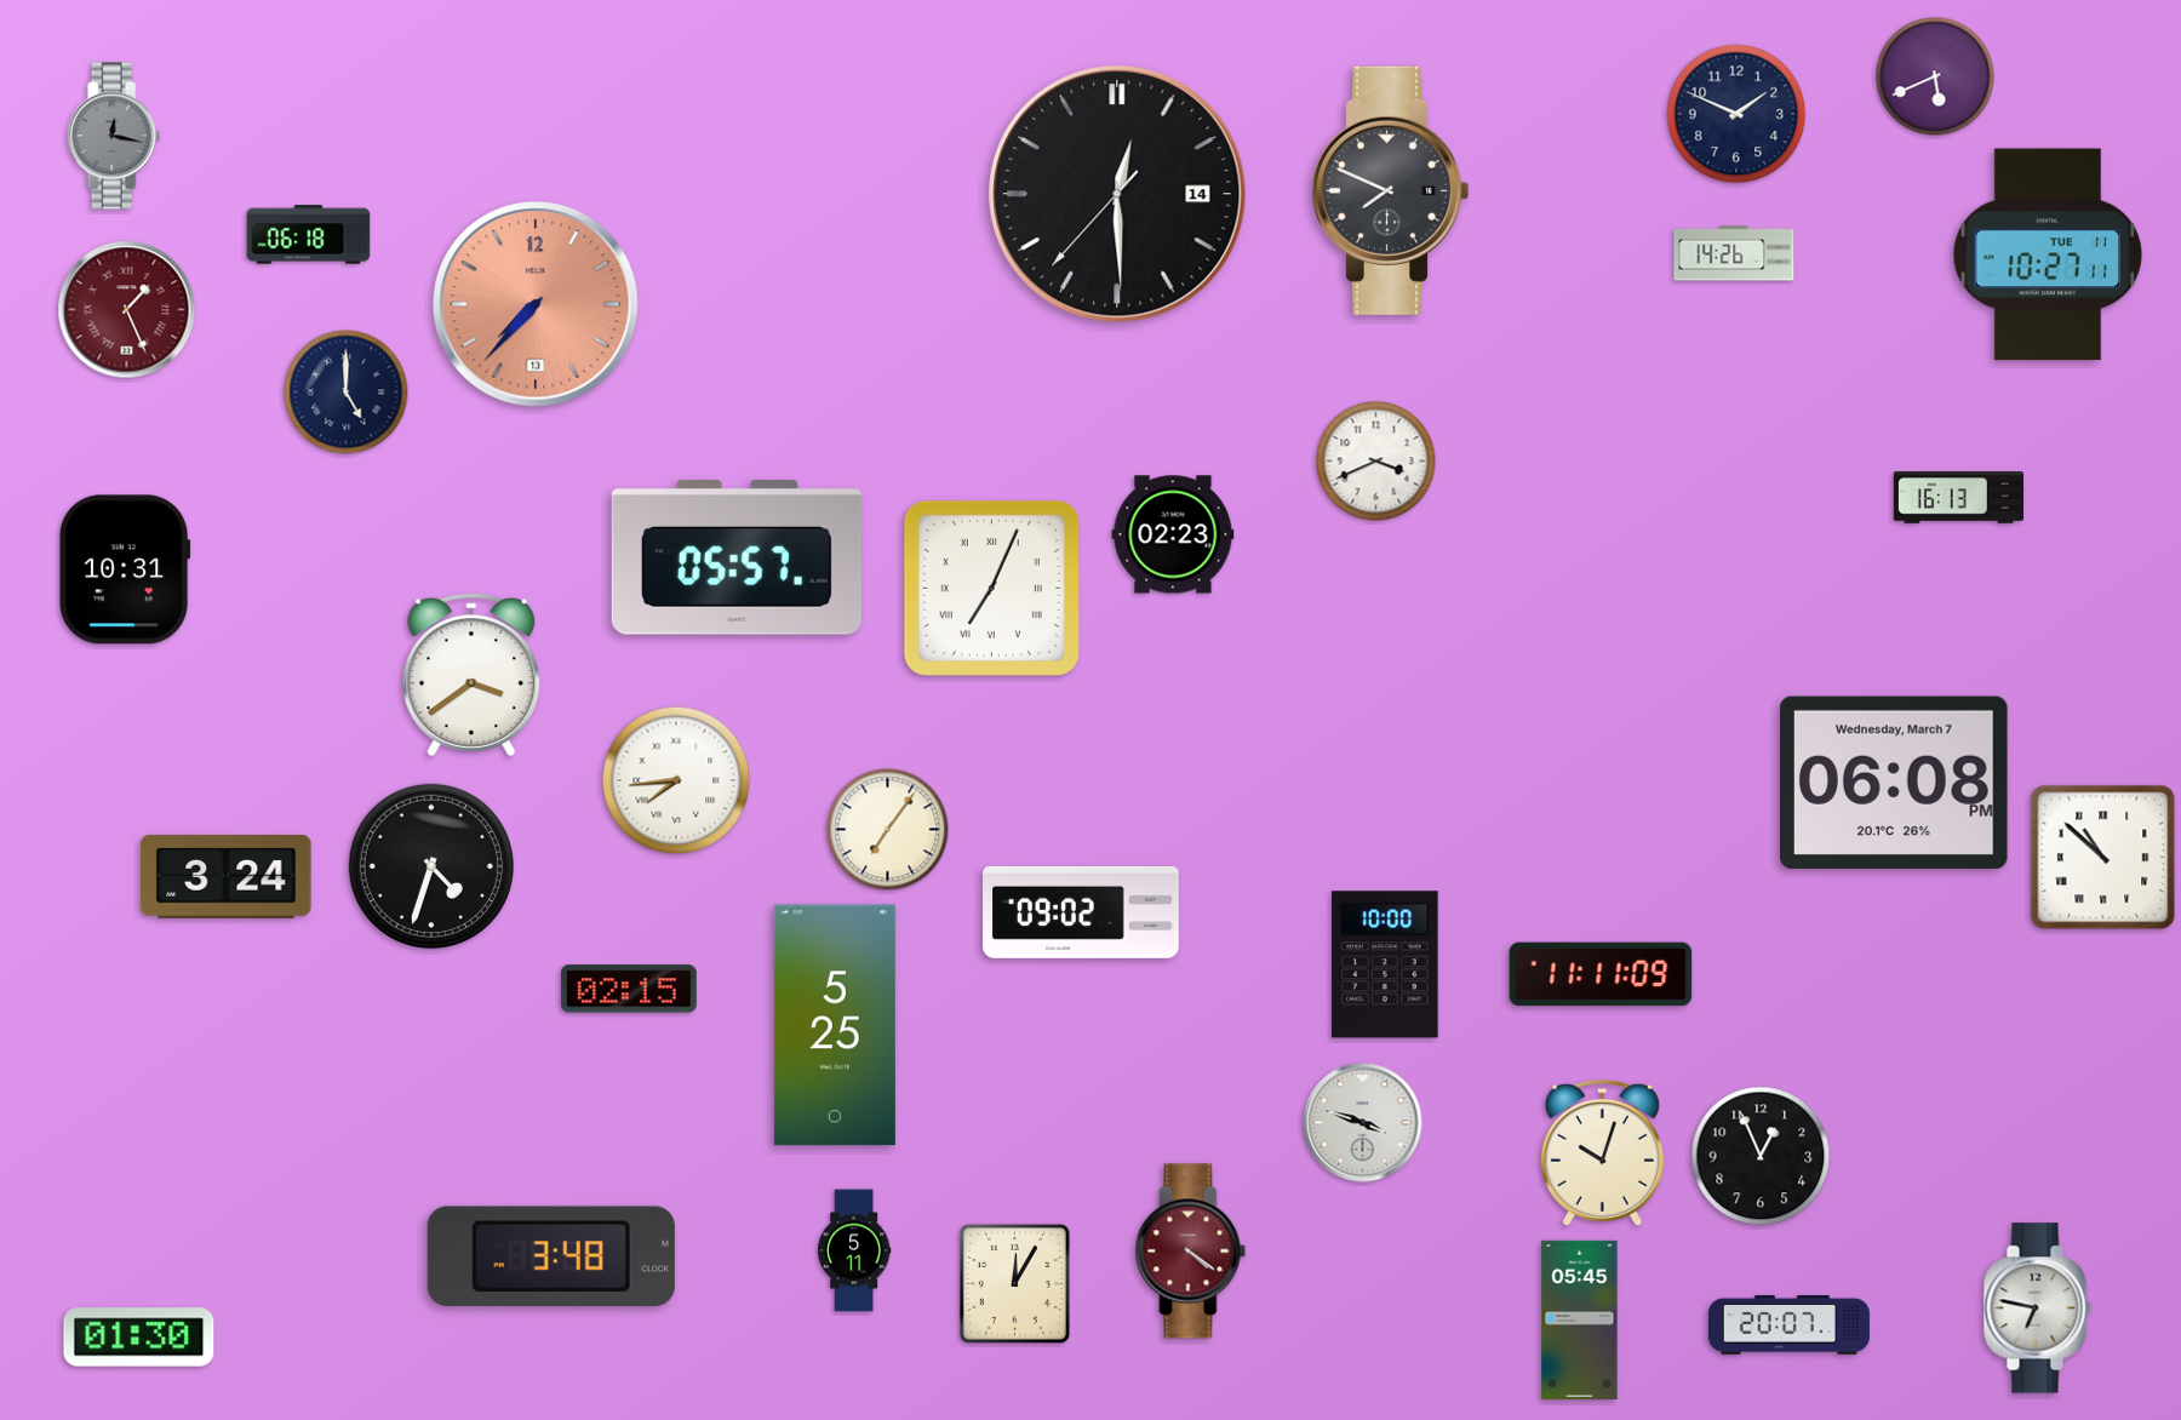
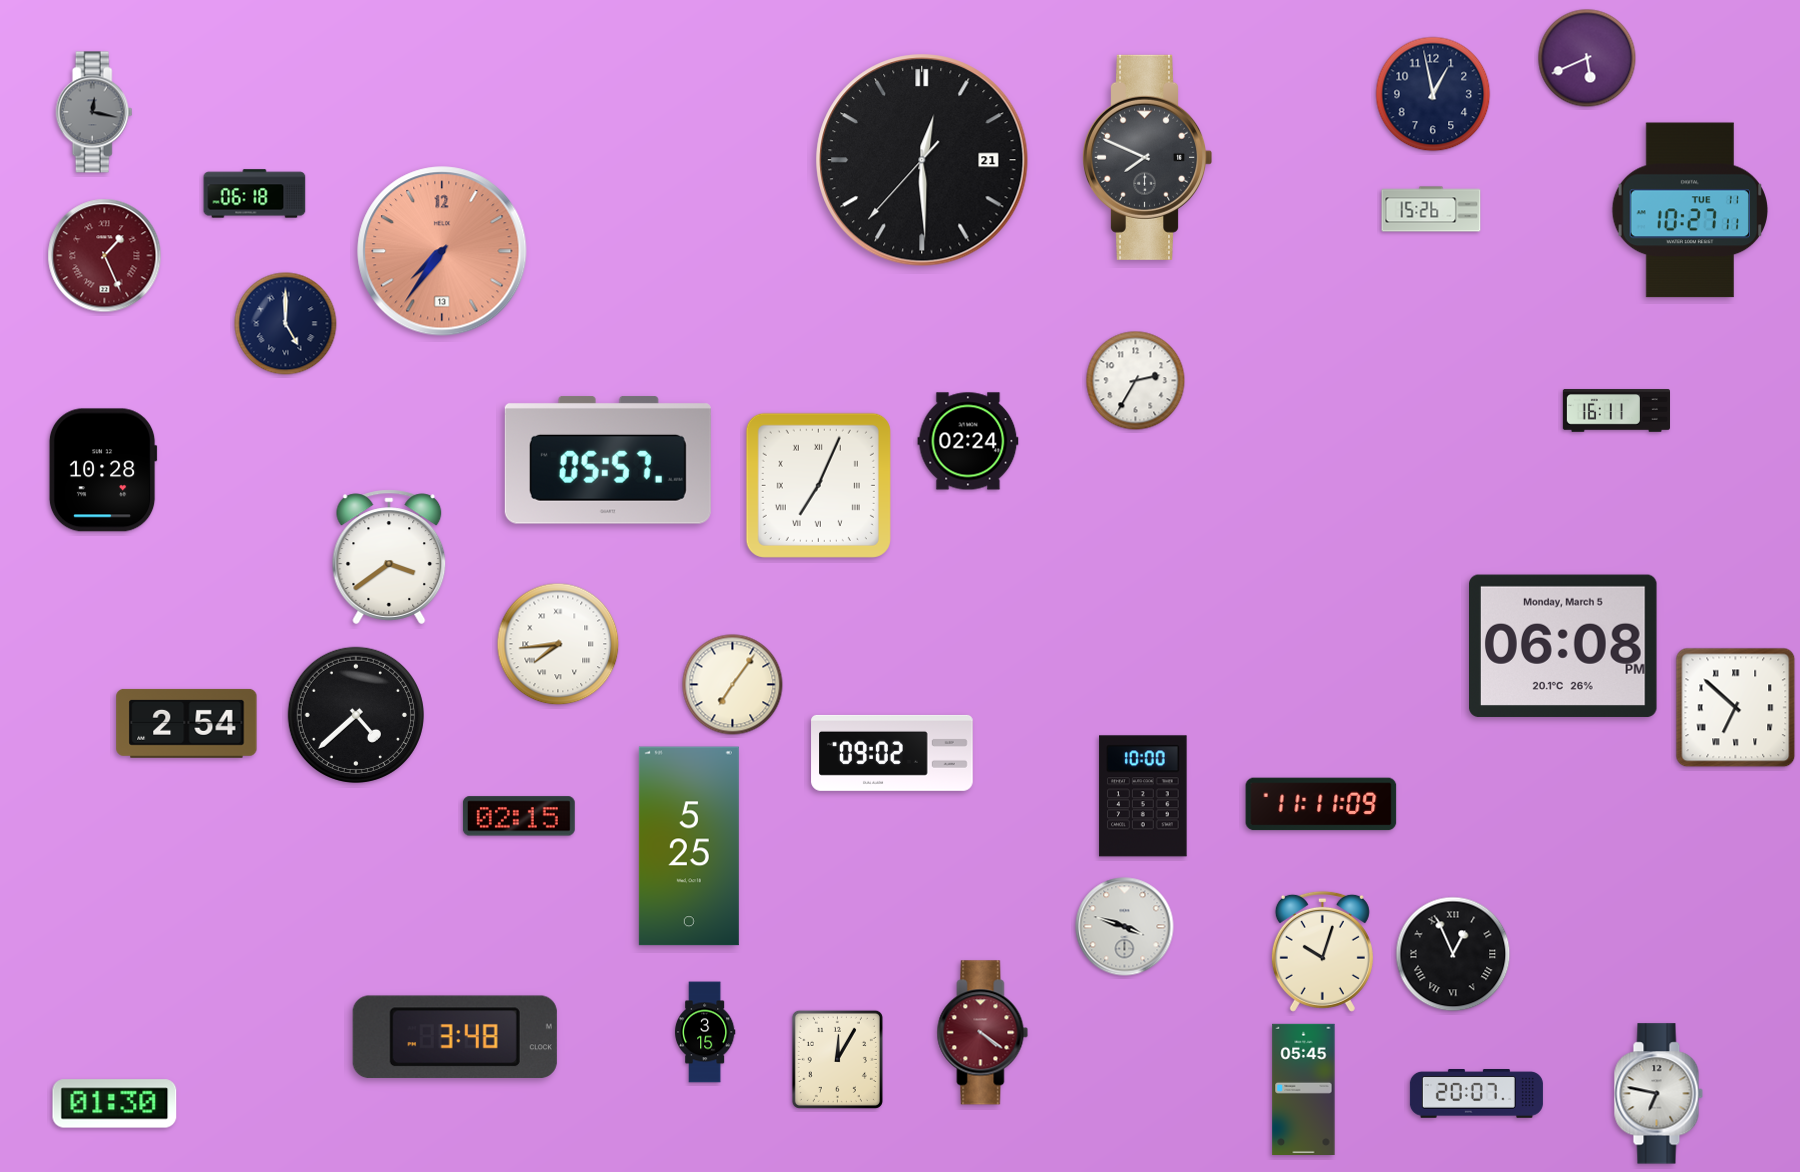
clock at (1935, 76) position: (1935, 76) -> (1587, 58)
clock at (1736, 114): 1:49 -> 12:58
clock at (1117, 194) date: 14 -> 21
clock at (1734, 253): 14:26 -> 15:26
clock at (536, 304): 7:37 -> 7:36
clock at (1376, 462): 3:41 -> 2:35
clock at (1958, 498): 16:13 -> 16:11
clock at (1173, 534): 02:23 -> 02:24
clock at (125, 569): 10:31 -> 10:28
clock at (1895, 783) date: Wednesday, March 7 -> Monday, March 5
clock at (2103, 858): 10:52 -> 6:52
clock at (431, 866): 4:33 -> 4:38
clock at (227, 876): 3:24 -> 2:54
clock at (1761, 1156) numerals: Arabic -> Roman
clock at (854, 1250): 5:11 -> 3:15
clock at (2037, 1309) position: (2037, 1309) -> (1658, 1094)
